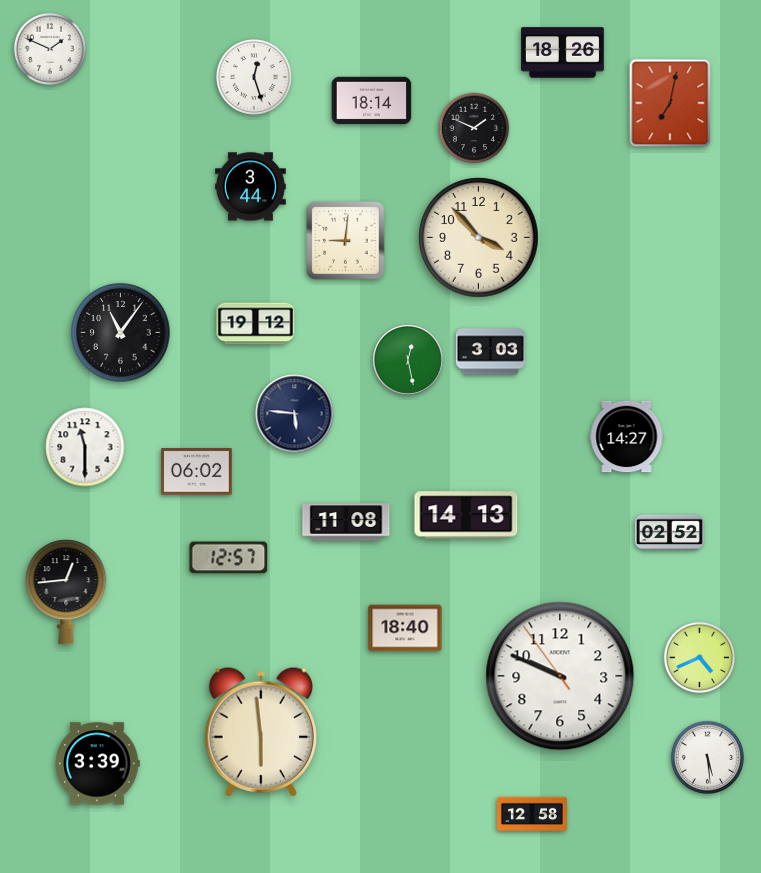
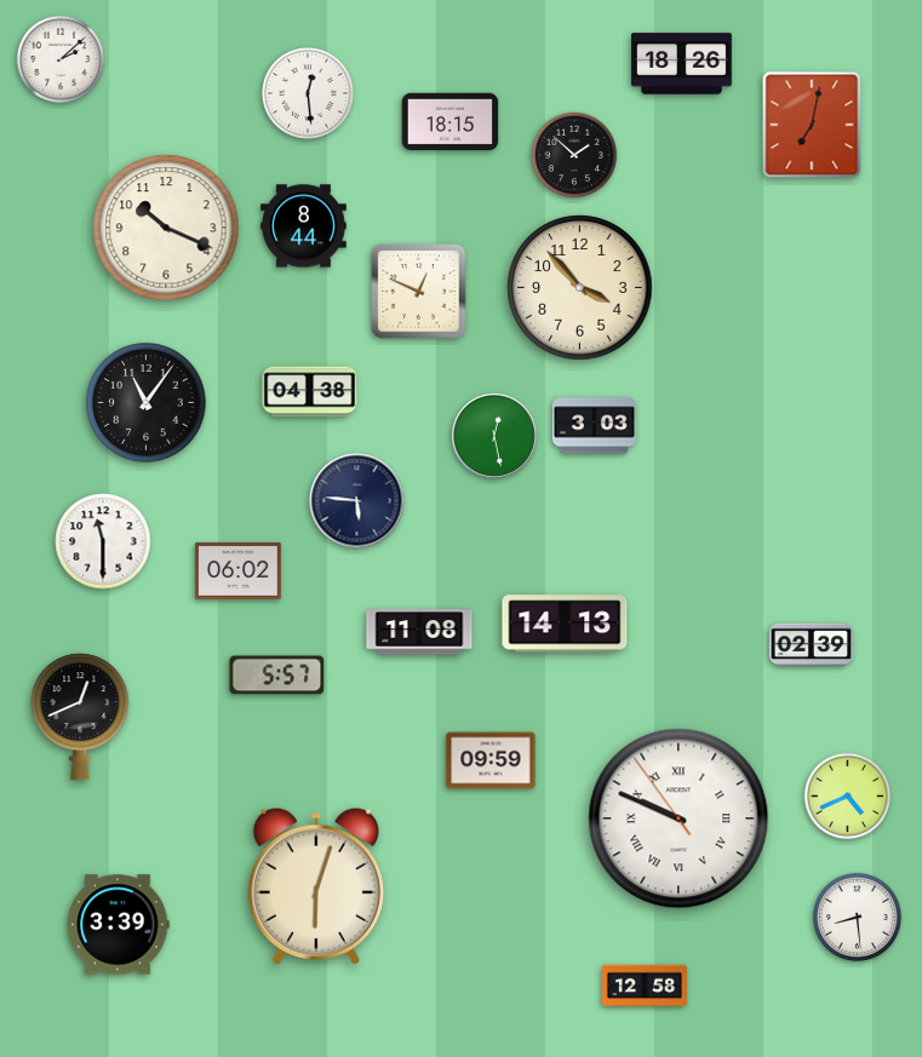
clock at (49, 48): 1:49 -> 2:08
clock at (254, 77): 12:27 -> 12:29
clock at (372, 101): 18:14 -> 18:15
clock at (474, 128): 1:49 -> 1:52
clock at (251, 187): 3:44 -> 8:44
clock at (166, 228): none -> 10:19
clock at (346, 241): 9:01 -> 12:49
clock at (256, 324): 19:12 -> 04:38
clock at (627, 437): 14:27 -> none
clock at (669, 533): 02:52 -> 02:39
clock at (229, 558): 12:57 -> 5:57
clock at (66, 592): 12:44 -> 12:41
clock at (405, 628): 18:40 -> 09:59
clock at (560, 676) numerals: Arabic -> Roman
clock at (260, 732): 5:59 -> 6:03
clock at (707, 757): 5:29 -> 8:29
